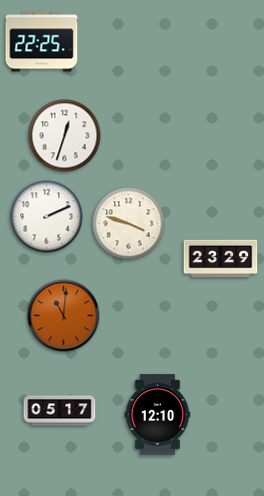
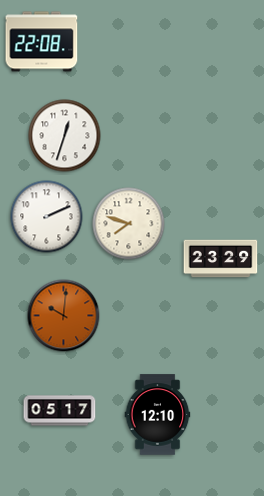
clock at (42, 42): 22:25 -> 22:08
clock at (129, 224): 3:48 -> 7:48
clock at (64, 316): 11:01 -> 10:01
